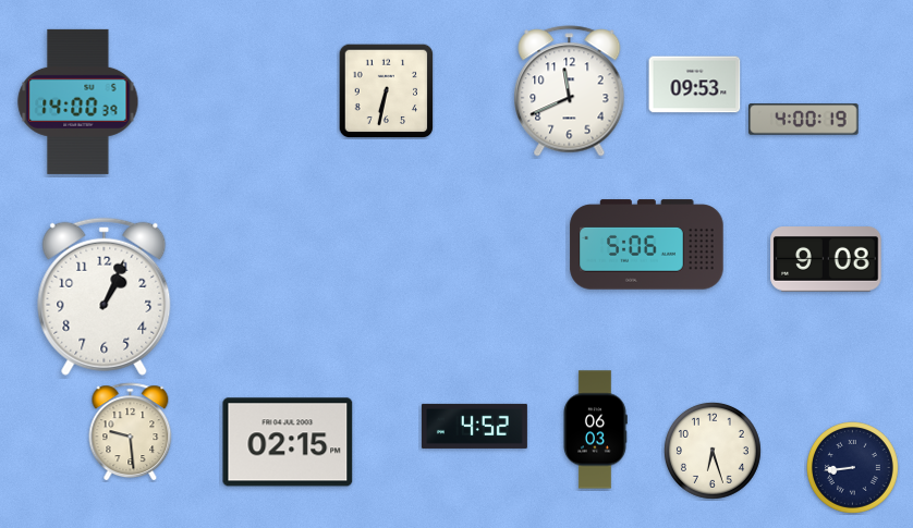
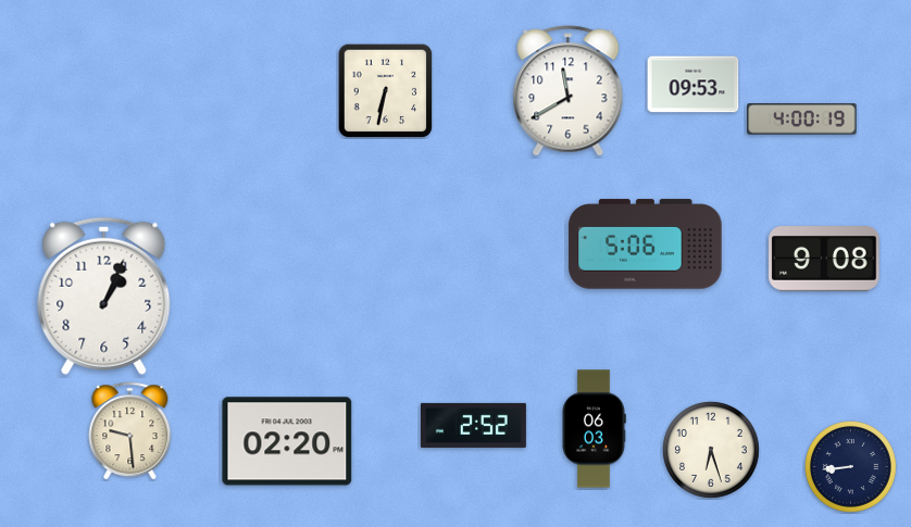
clock at (570, 91): 11:41 -> 11:40
clock at (78, 101): 14:00 -> none
clock at (474, 426): 4:52 -> 2:52
clock at (288, 442): 02:15 -> 02:20
